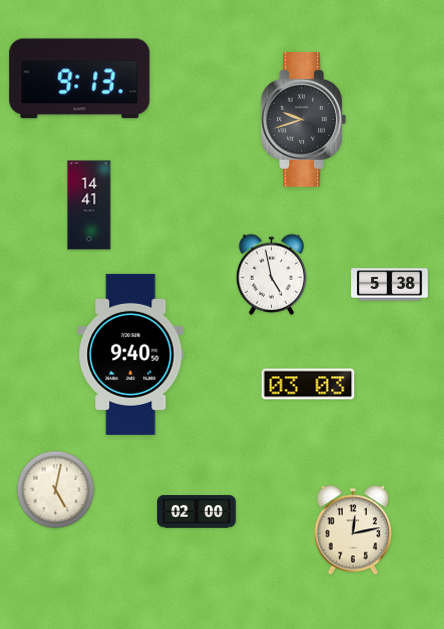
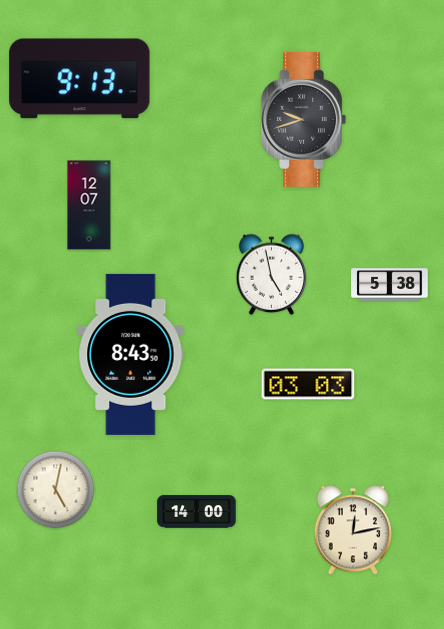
clock at (89, 205): 14:41 -> 12:07
clock at (131, 354): 9:40 -> 8:43
clock at (197, 512): 02:00 -> 14:00
